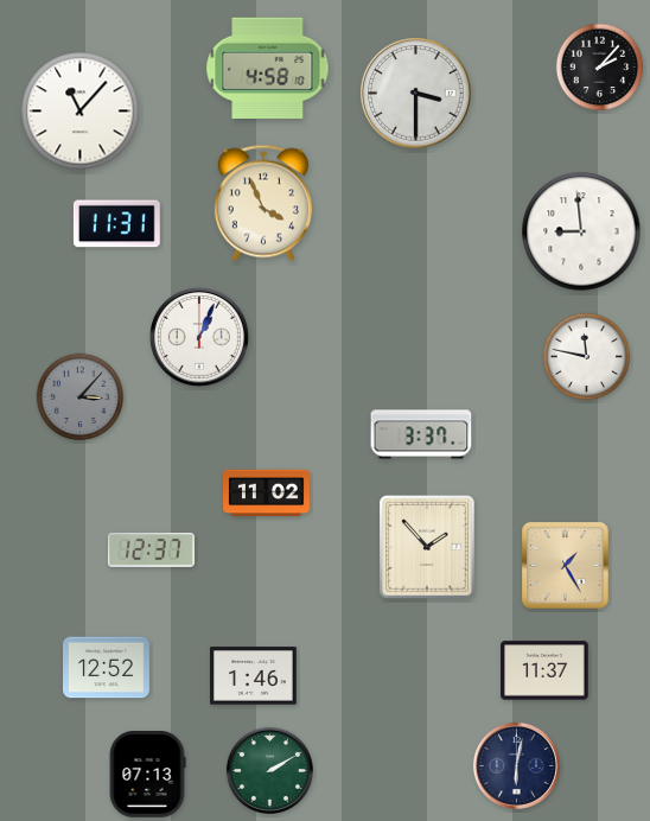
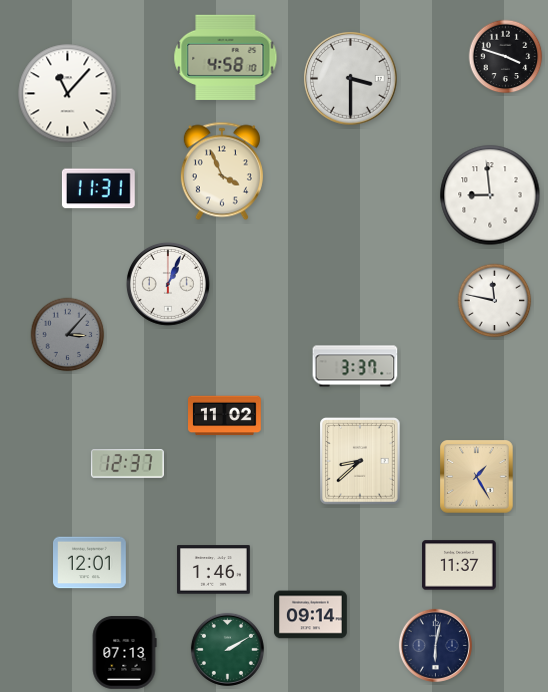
clock at (600, 68): 2:07 -> 3:48
clock at (427, 547): 1:53 -> 8:38
clock at (107, 668): 12:52 -> 12:01
clock at (311, 615): none -> 09:14
